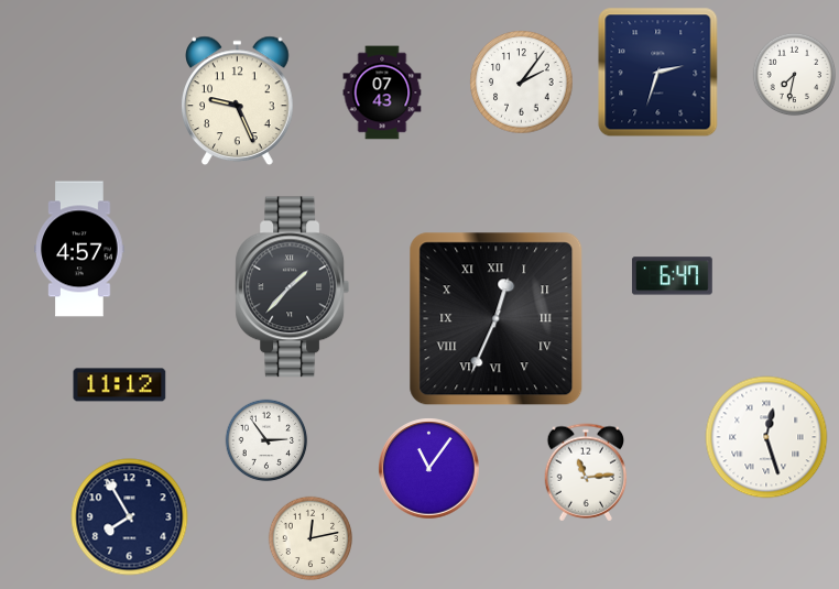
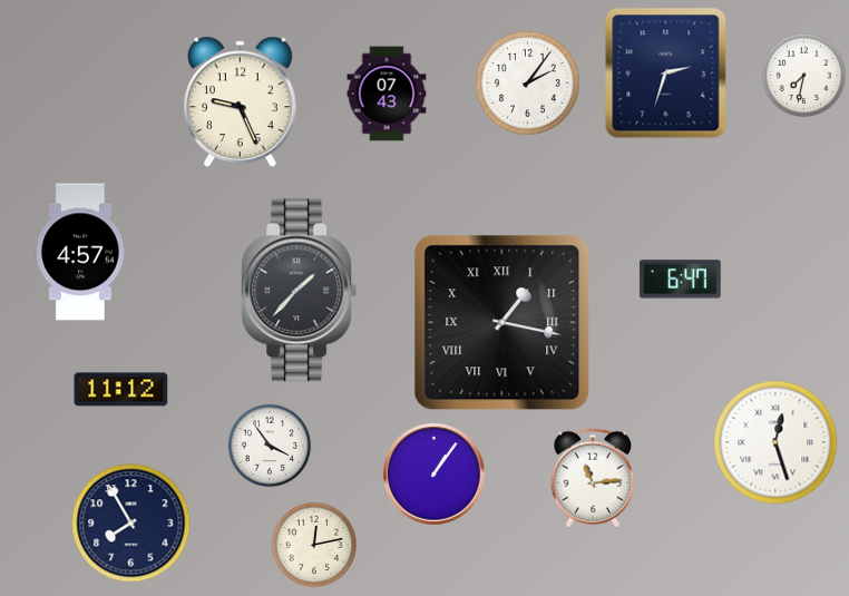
clock at (293, 287) position: (293, 287) -> (300, 291)
clock at (497, 319): 12:34 -> 1:17
clock at (266, 440): 2:54 -> 3:54
clock at (429, 469): 11:06 -> 1:06
